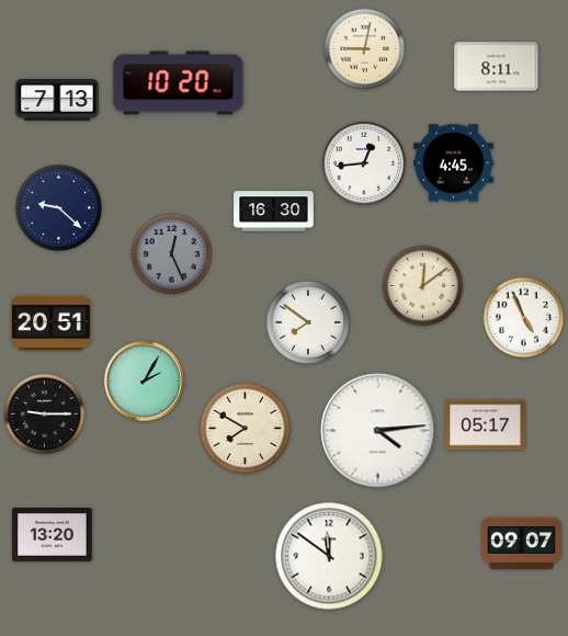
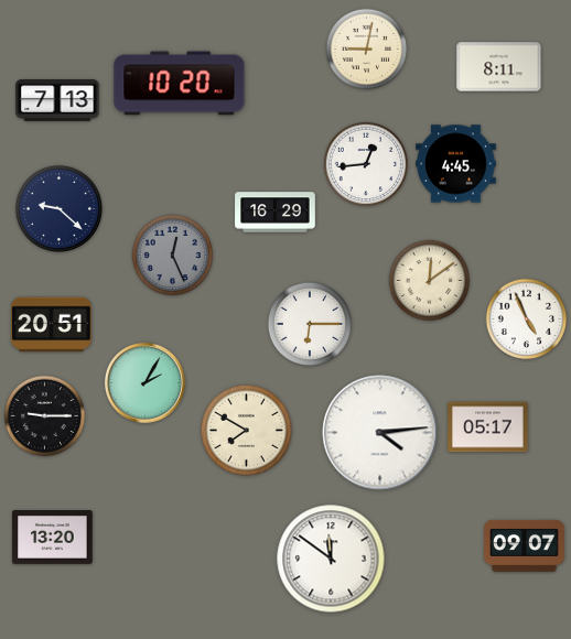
clock at (274, 212): 16:30 -> 16:29
clock at (423, 286) position: (423, 286) -> (430, 281)
clock at (307, 321): 7:51 -> 6:15
